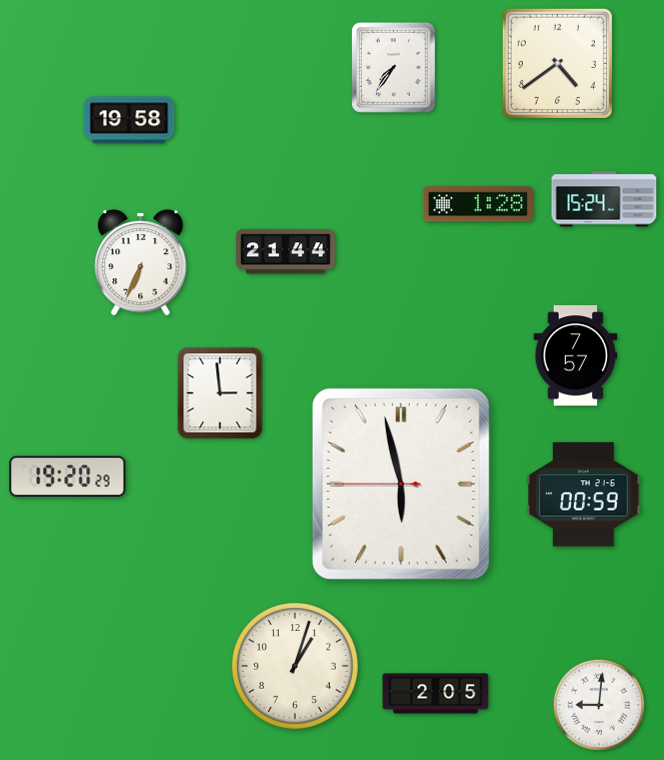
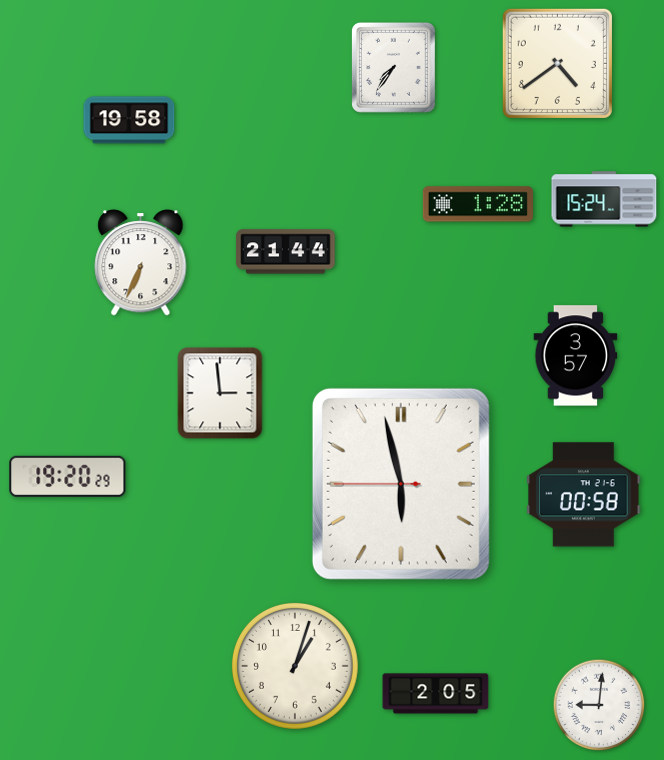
clock at (576, 356): 7:57 -> 3:57
clock at (584, 495): 00:59 -> 00:58
